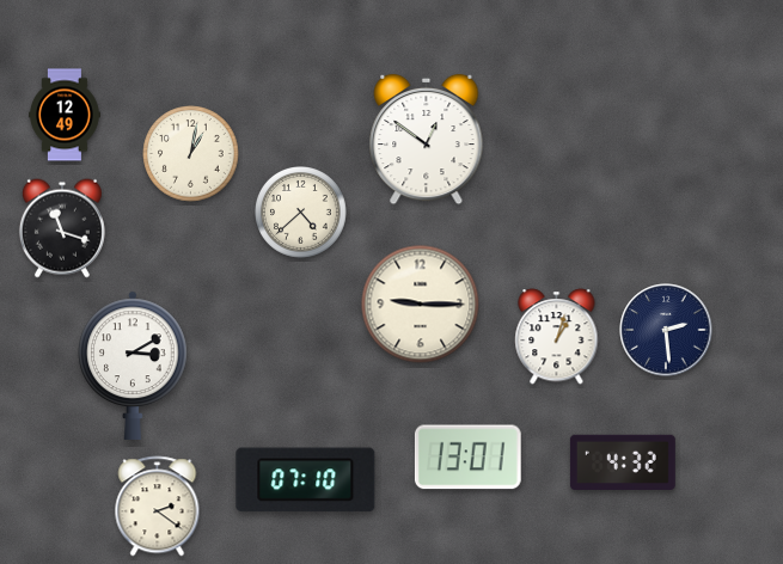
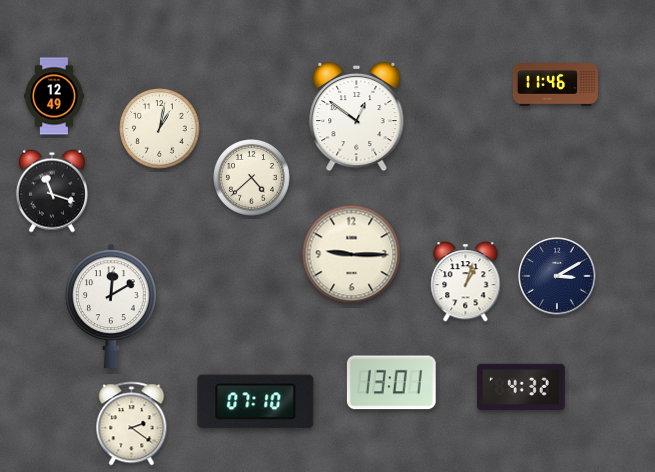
clock at (555, 85): none -> 11:46
clock at (666, 330): 2:29 -> 3:10
clock at (133, 366): 3:10 -> 12:10
